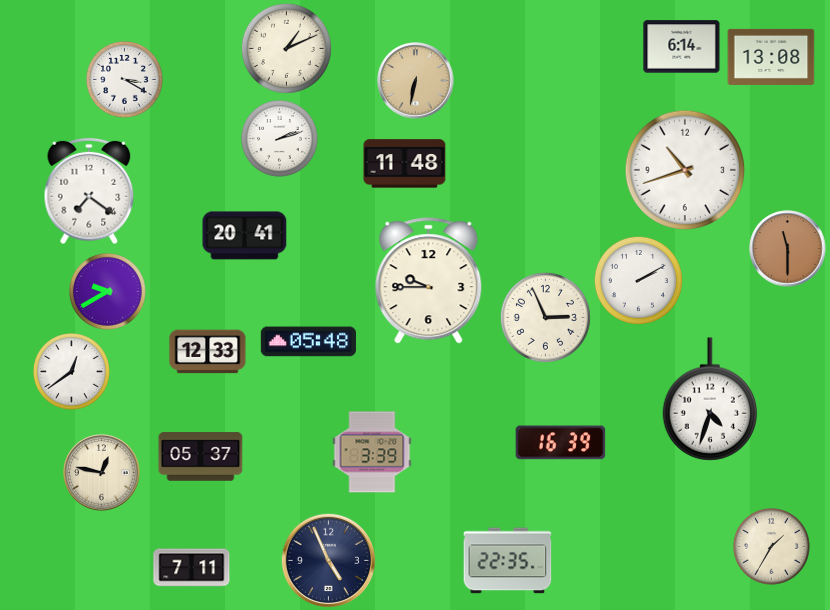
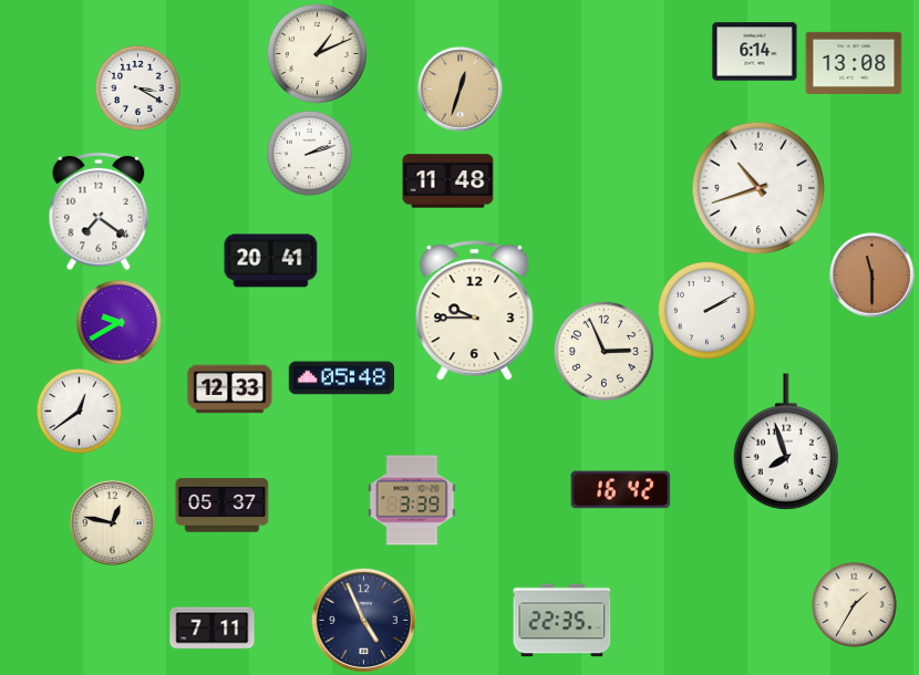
clock at (416, 81): 6:32 -> 12:33
clock at (710, 399): 4:33 -> 7:57
clock at (561, 443): 16:39 -> 16:42
